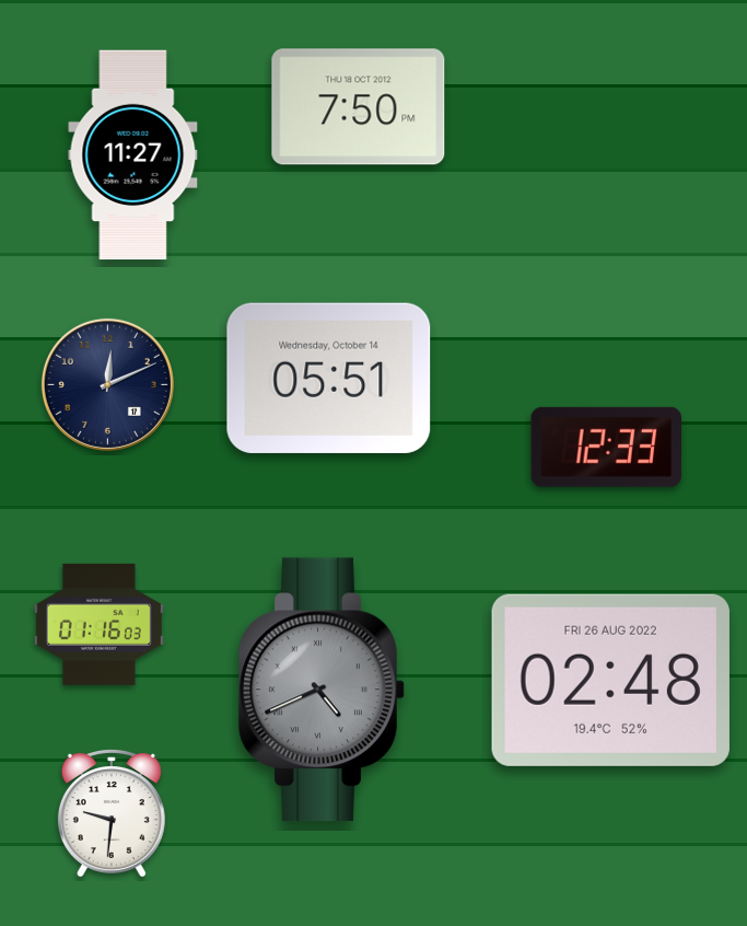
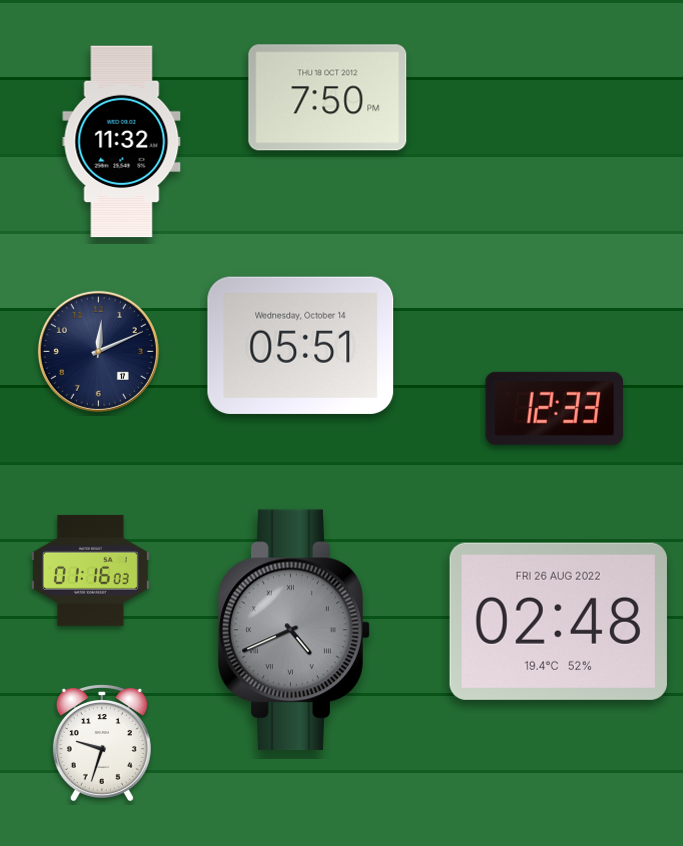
clock at (133, 155): 11:27 -> 11:32
clock at (112, 813): 9:31 -> 9:33
